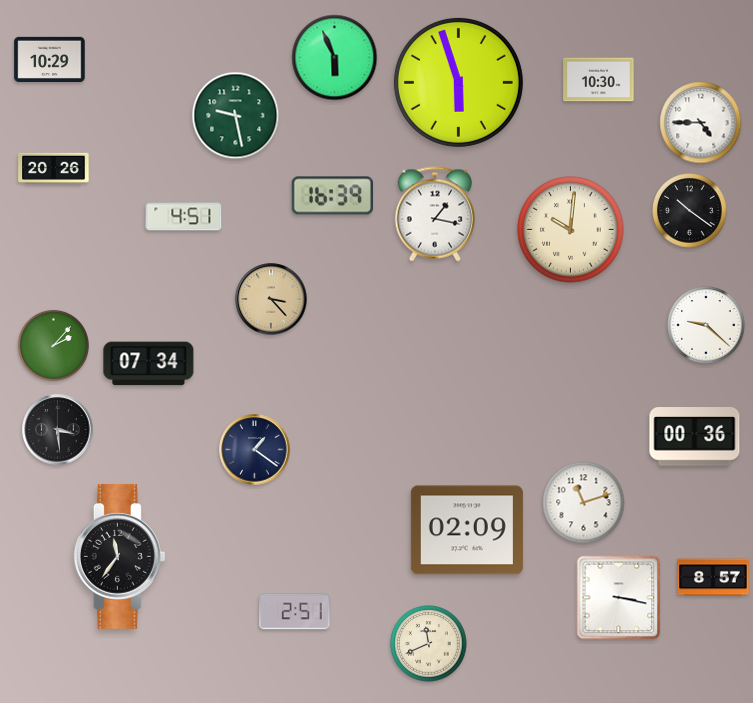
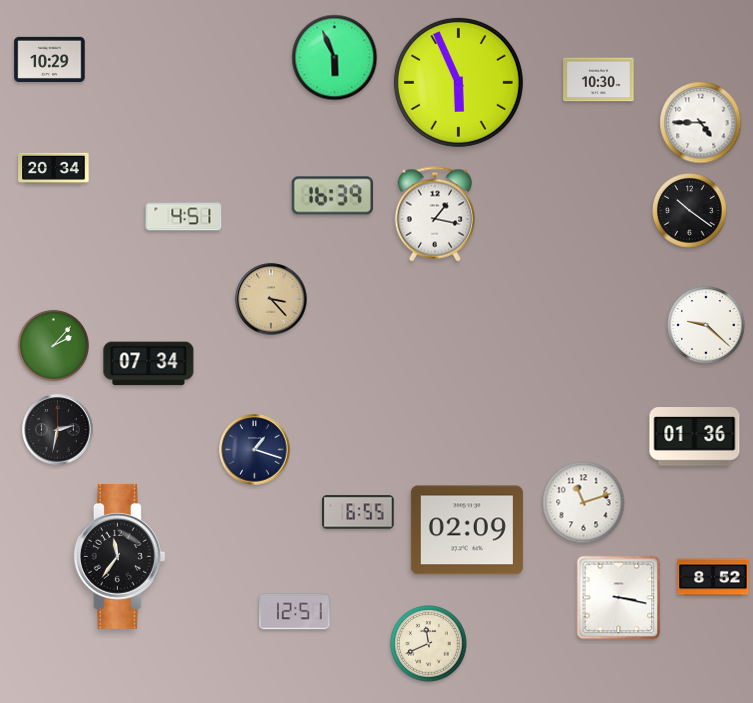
clock at (458, 82): 5:57 -> 5:56
clock at (236, 116): 9:28 -> none
clock at (54, 168): 20:26 -> 20:34
clock at (571, 230): 10:01 -> none
clock at (58, 430): 3:29 -> 2:32
clock at (695, 437): 00:36 -> 01:36
clock at (255, 450): 1:21 -> 1:18
clock at (358, 512): none -> 6:55
clock at (713, 577): 8:57 -> 8:52
clock at (295, 612): 2:51 -> 12:51
